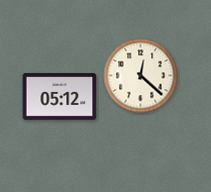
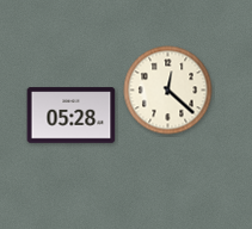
clock at (60, 97): 05:12 -> 05:28
